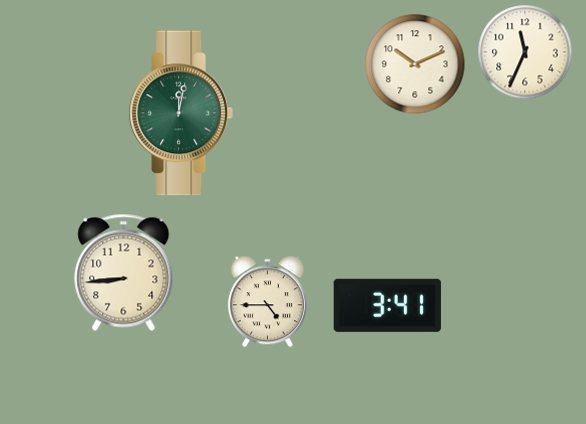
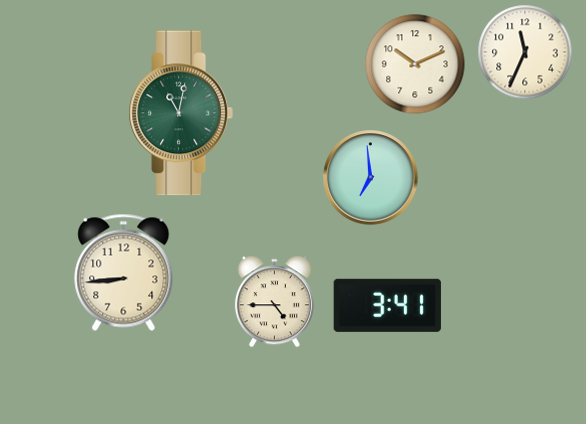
clock at (181, 113): 12:02 -> 11:02
clock at (371, 178): none -> 6:59
clock at (267, 302) position: (267, 302) -> (274, 302)
